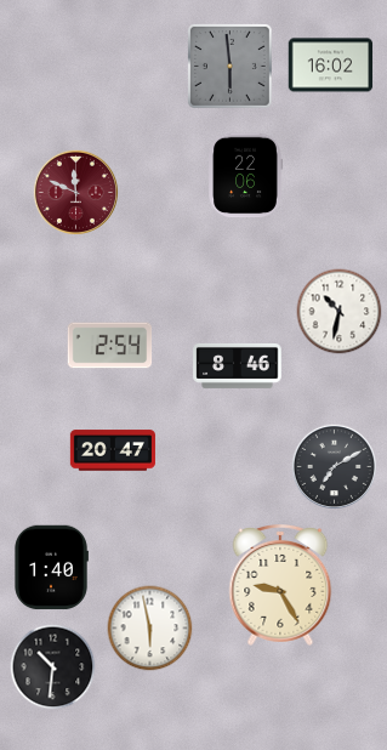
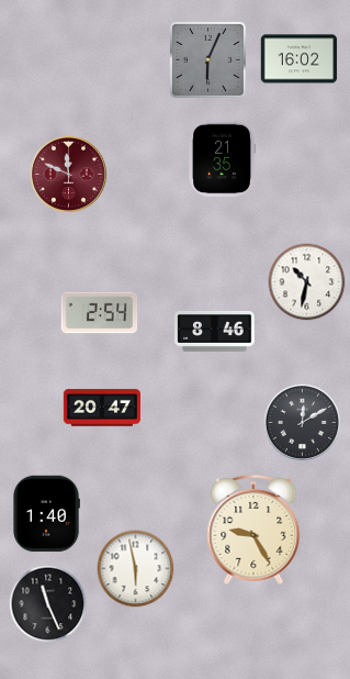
clock at (231, 67): 5:59 -> 6:04
clock at (245, 176): 22:06 -> 21:35
clock at (334, 466): 7:10 -> 12:10
clock at (53, 667): 10:31 -> 11:26
